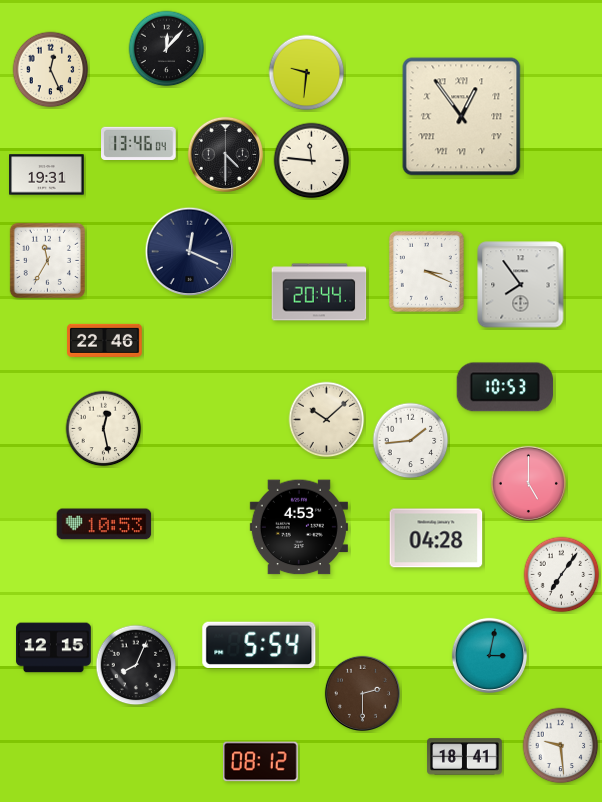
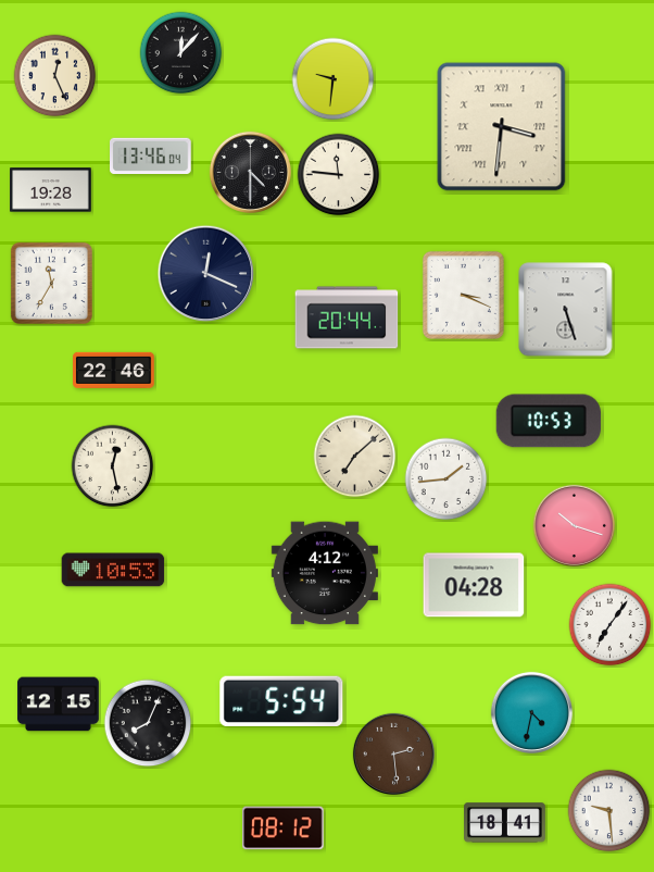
clock at (462, 117): 12:54 -> 3:31
clock at (225, 154) position: (225, 154) -> (250, 172)
clock at (47, 175): 19:31 -> 19:28
clock at (521, 285): 7:54 -> 5:27
clock at (327, 420): 10:08 -> 7:08
clock at (528, 483): 5:00 -> 10:18
clock at (299, 527): 4:53 -> 4:12
clock at (489, 655): 3:02 -> 4:32
clock at (362, 693): 2:30 -> 2:29
